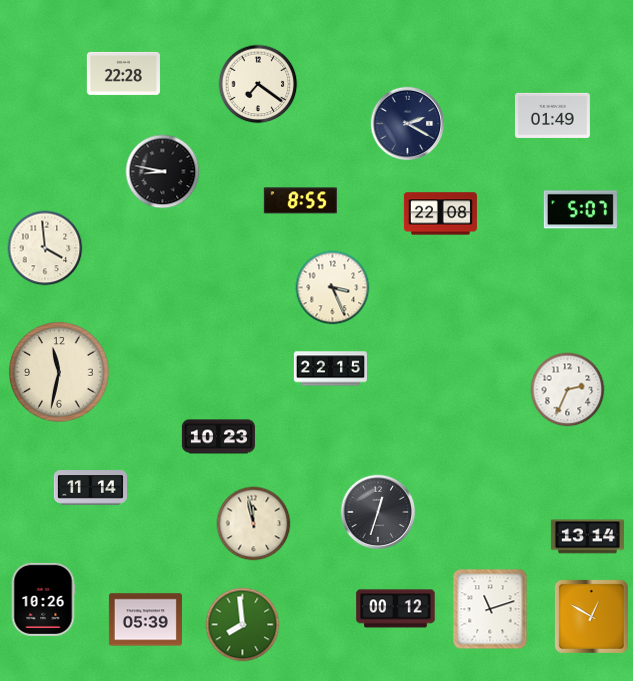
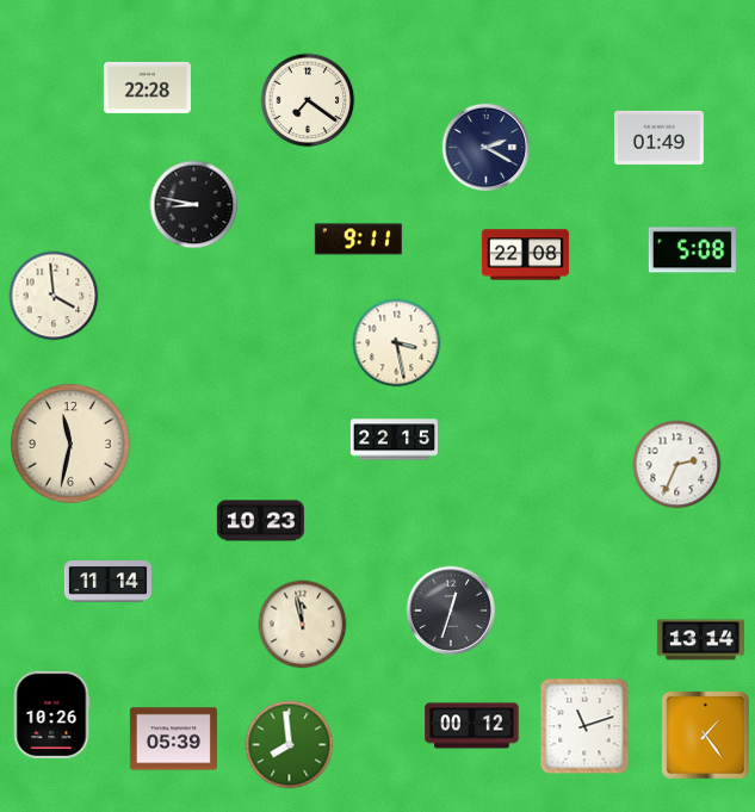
clock at (300, 201): 8:55 -> 9:11
clock at (580, 210): 5:07 -> 5:08
clock at (333, 288): 3:26 -> 3:28
clock at (591, 616): 12:50 -> 1:24
